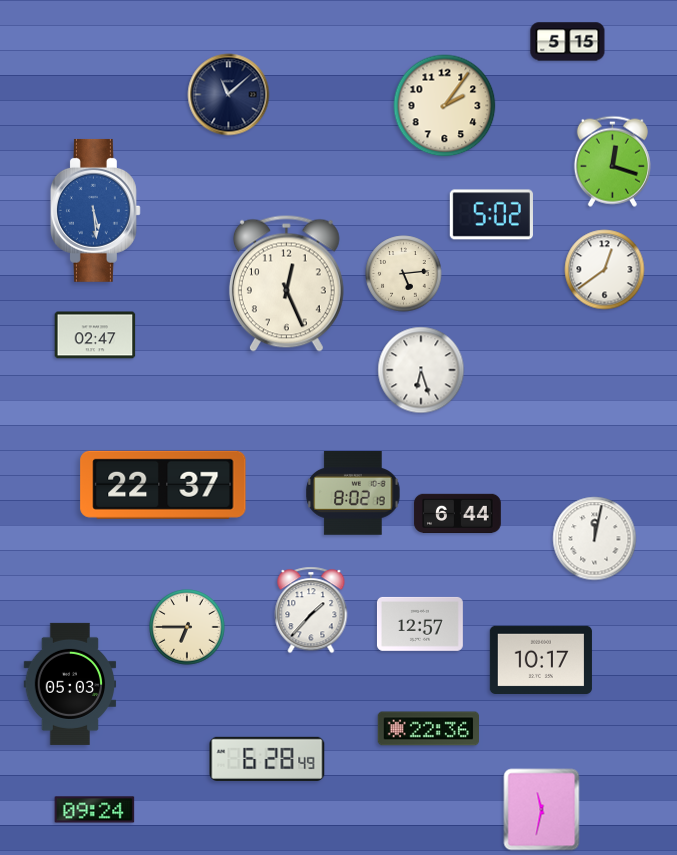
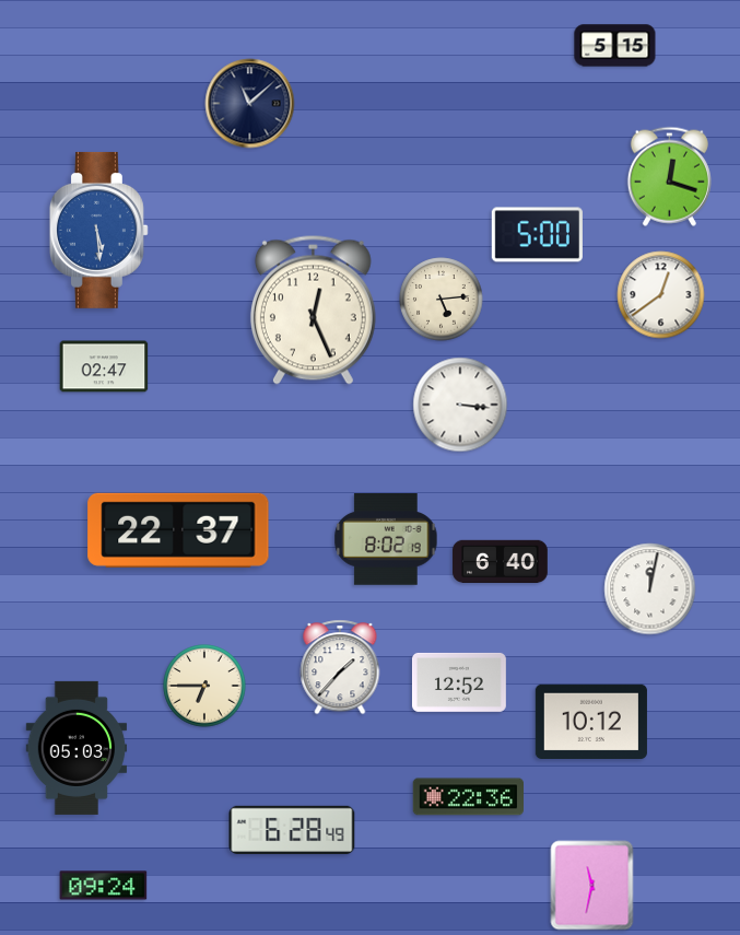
clock at (568, 42) position: (568, 42) -> (615, 46)
clock at (445, 106): 2:06 -> none
clock at (95, 210) position: (95, 210) -> (98, 230)
clock at (491, 215): 5:02 -> 5:00
clock at (421, 370): 6:27 -> 3:16
clock at (458, 513): 6:44 -> 6:40
clock at (420, 624): 12:57 -> 12:52
clock at (541, 659): 10:17 -> 10:12
